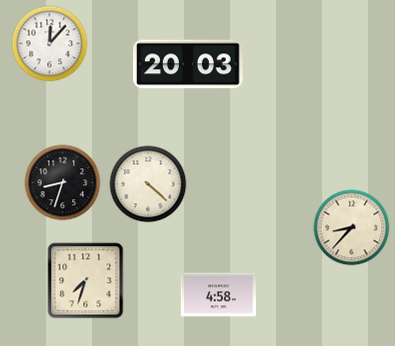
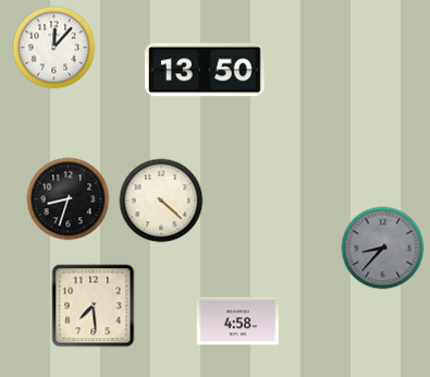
clock at (189, 64): 20:03 -> 13:50
clock at (352, 228) dial: cream -> grey
clock at (86, 281): 7:33 -> 7:29
